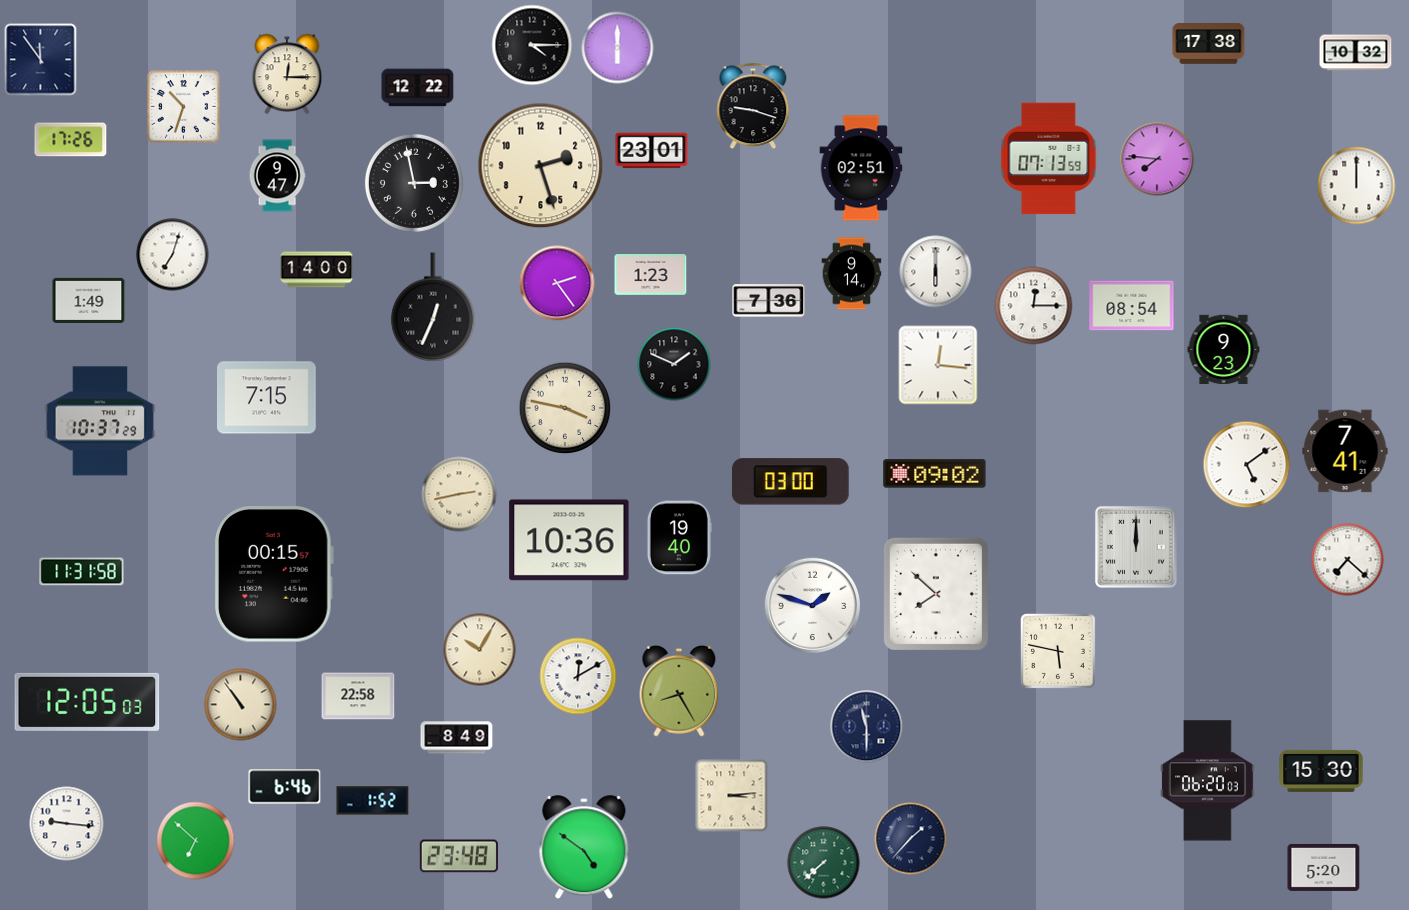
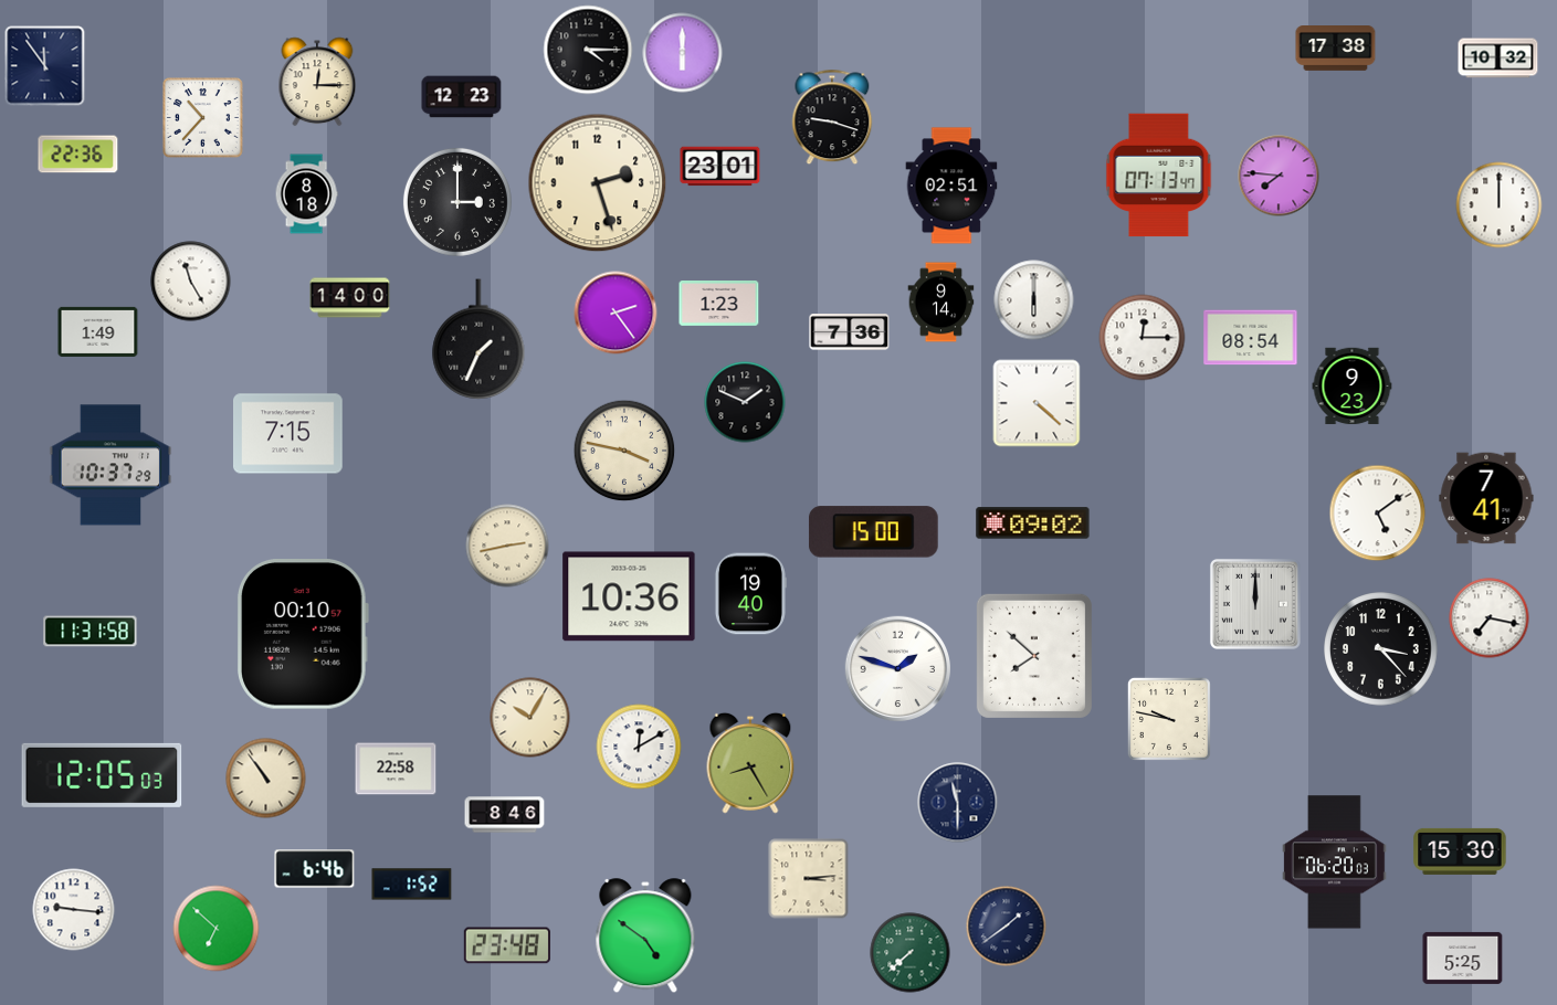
clock at (418, 88): 12:22 -> 12:23
clock at (184, 107): 10:33 -> 10:37
clock at (71, 140): 17:26 -> 22:36
clock at (1049, 159): 07:13:59 -> 07:13:47
clock at (277, 176): 9:47 -> 8:18
clock at (414, 183): 2:58 -> 3:00
clock at (173, 255): 7:03 -> 11:25
clock at (433, 307): 12:34 -> 1:34
clock at (938, 365): 12:16 -> 4:22
clock at (267, 398) position: (267, 398) -> (288, 434)
clock at (790, 482): 03:00 -> 15:00
clock at (1348, 560): 7:22 -> 7:17
clock at (275, 574): 00:15 -> 00:10
clock at (1381, 649): none -> 3:23
clock at (1058, 651): 5:47 -> 9:47
clock at (87, 702) position: (87, 702) -> (102, 775)
clock at (457, 738): 8:49 -> 8:46
clock at (911, 839): 1:37 -> 1:39
clock at (1324, 867): 5:20 -> 5:25
